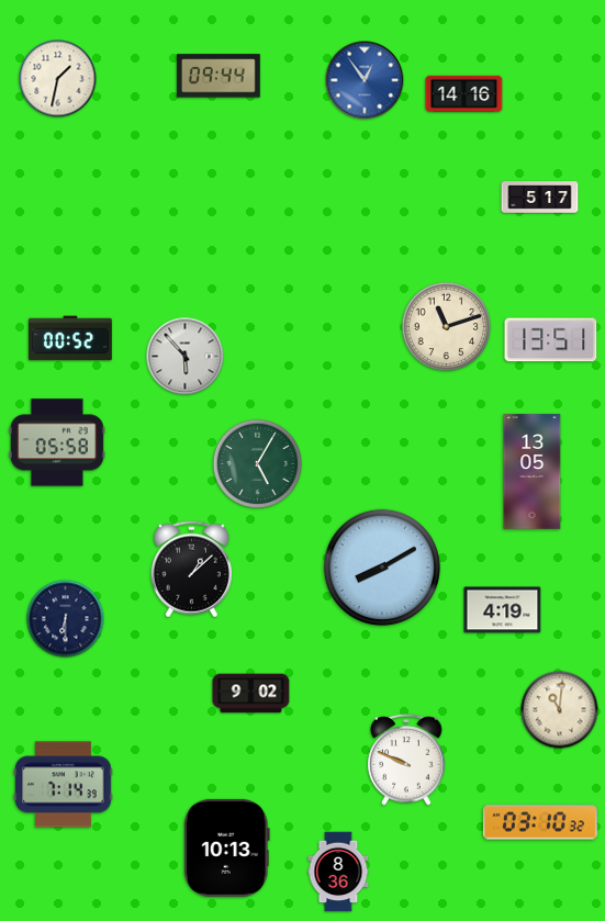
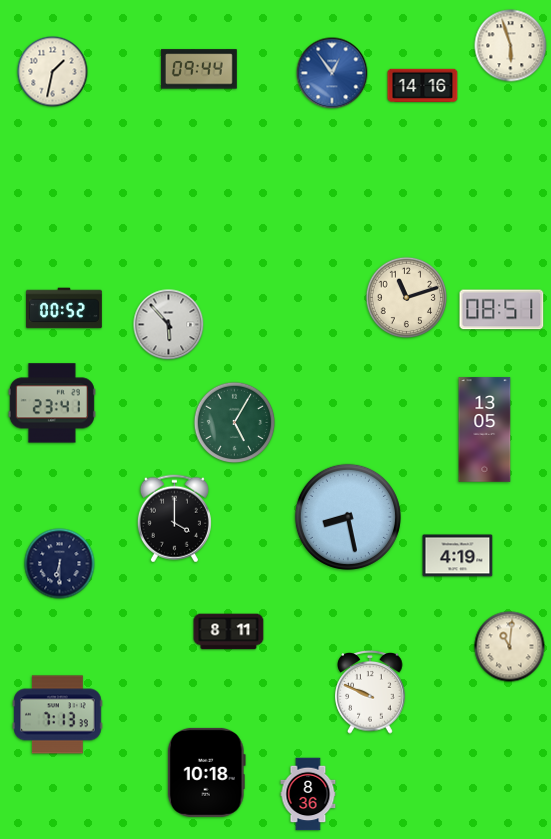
clock at (511, 46): none -> 5:57
clock at (540, 198): 5:17 -> none
clock at (551, 340): 13:51 -> 08:51
clock at (57, 442): 05:58 -> 23:41
clock at (382, 568): 8:10 -> 8:28
clock at (191, 570): 1:08 -> 4:00
clock at (251, 694): 9:02 -> 8:11
clock at (64, 785): 7:14 -> 7:13
clock at (541, 822): 03:10 -> none
clock at (226, 847): 10:13 -> 10:18
